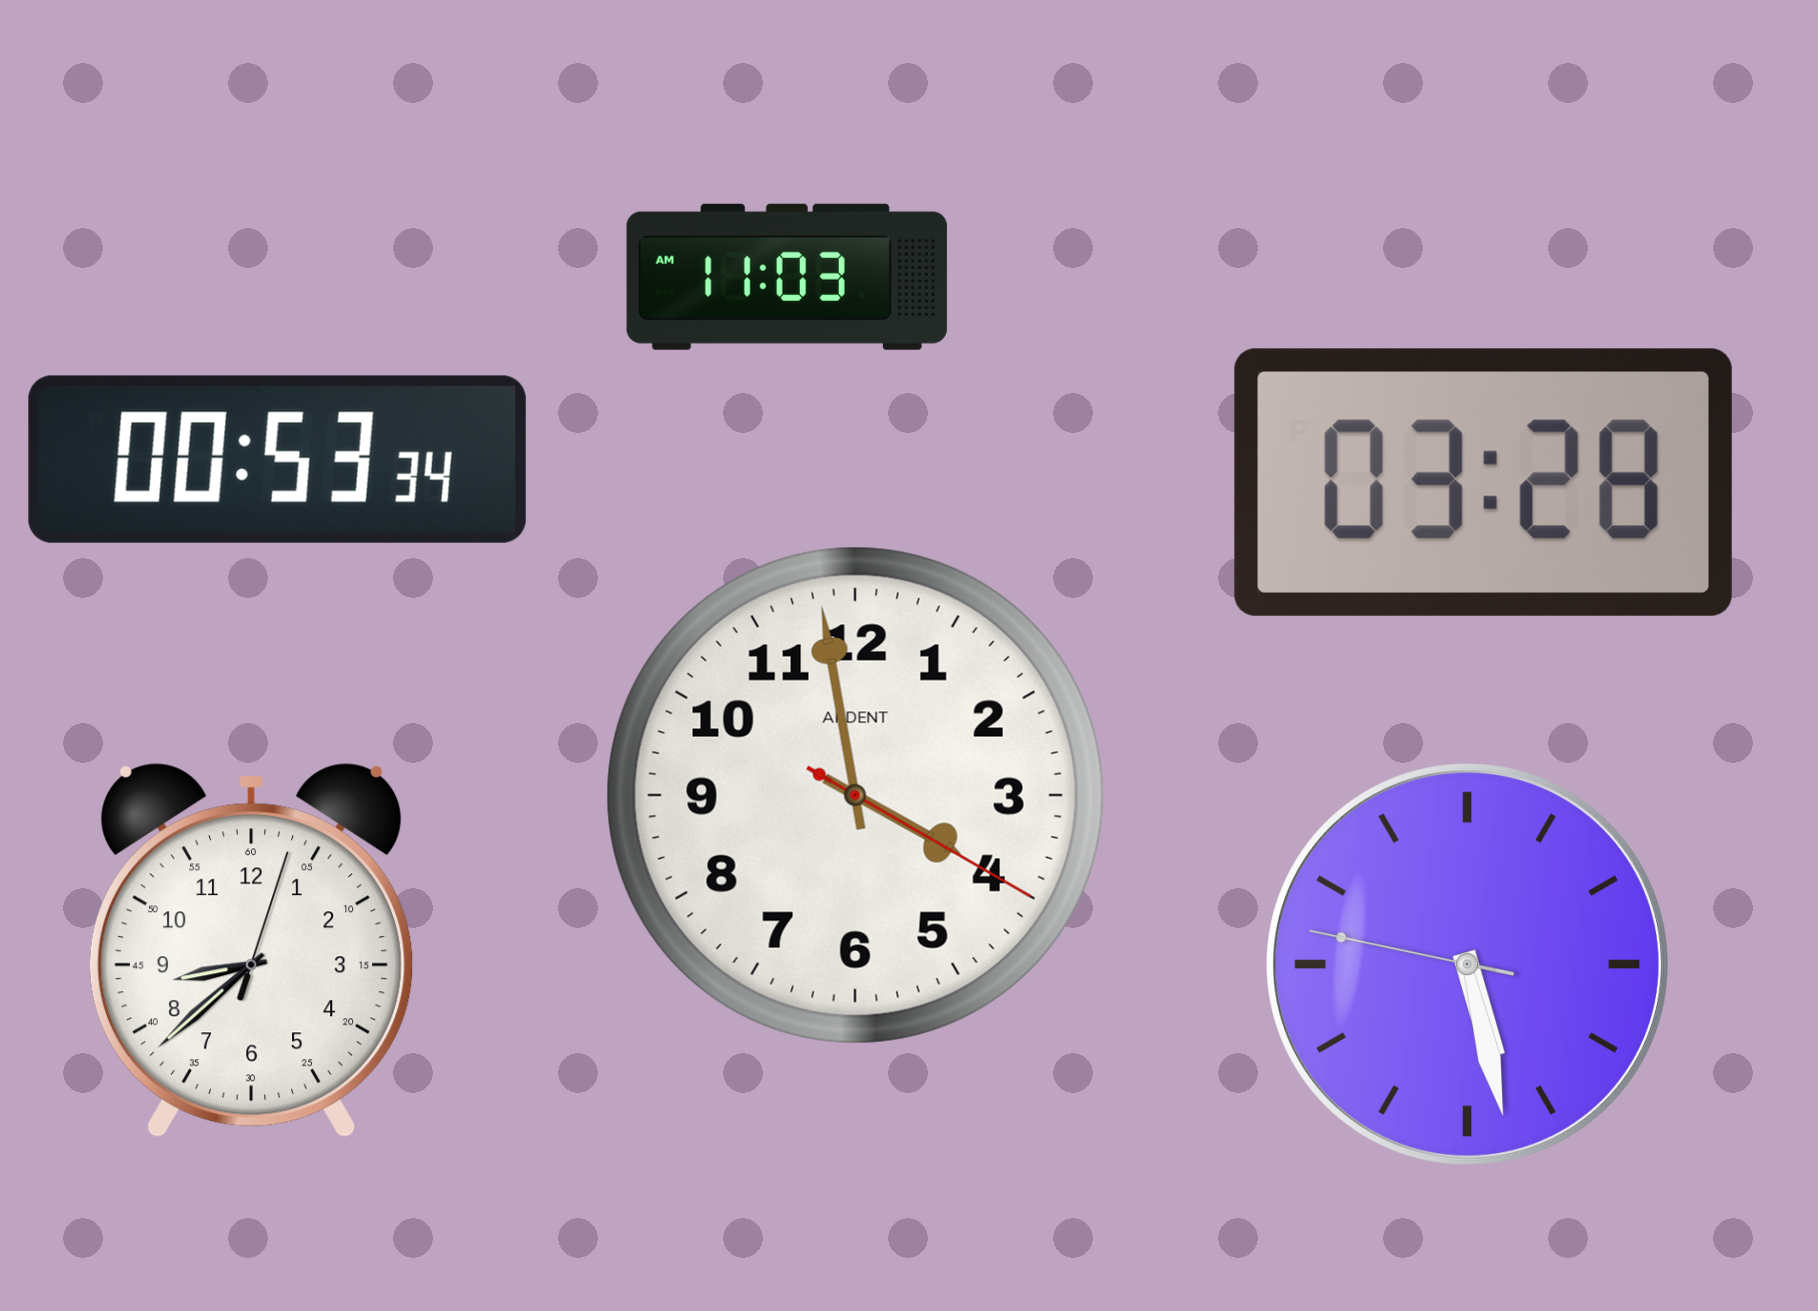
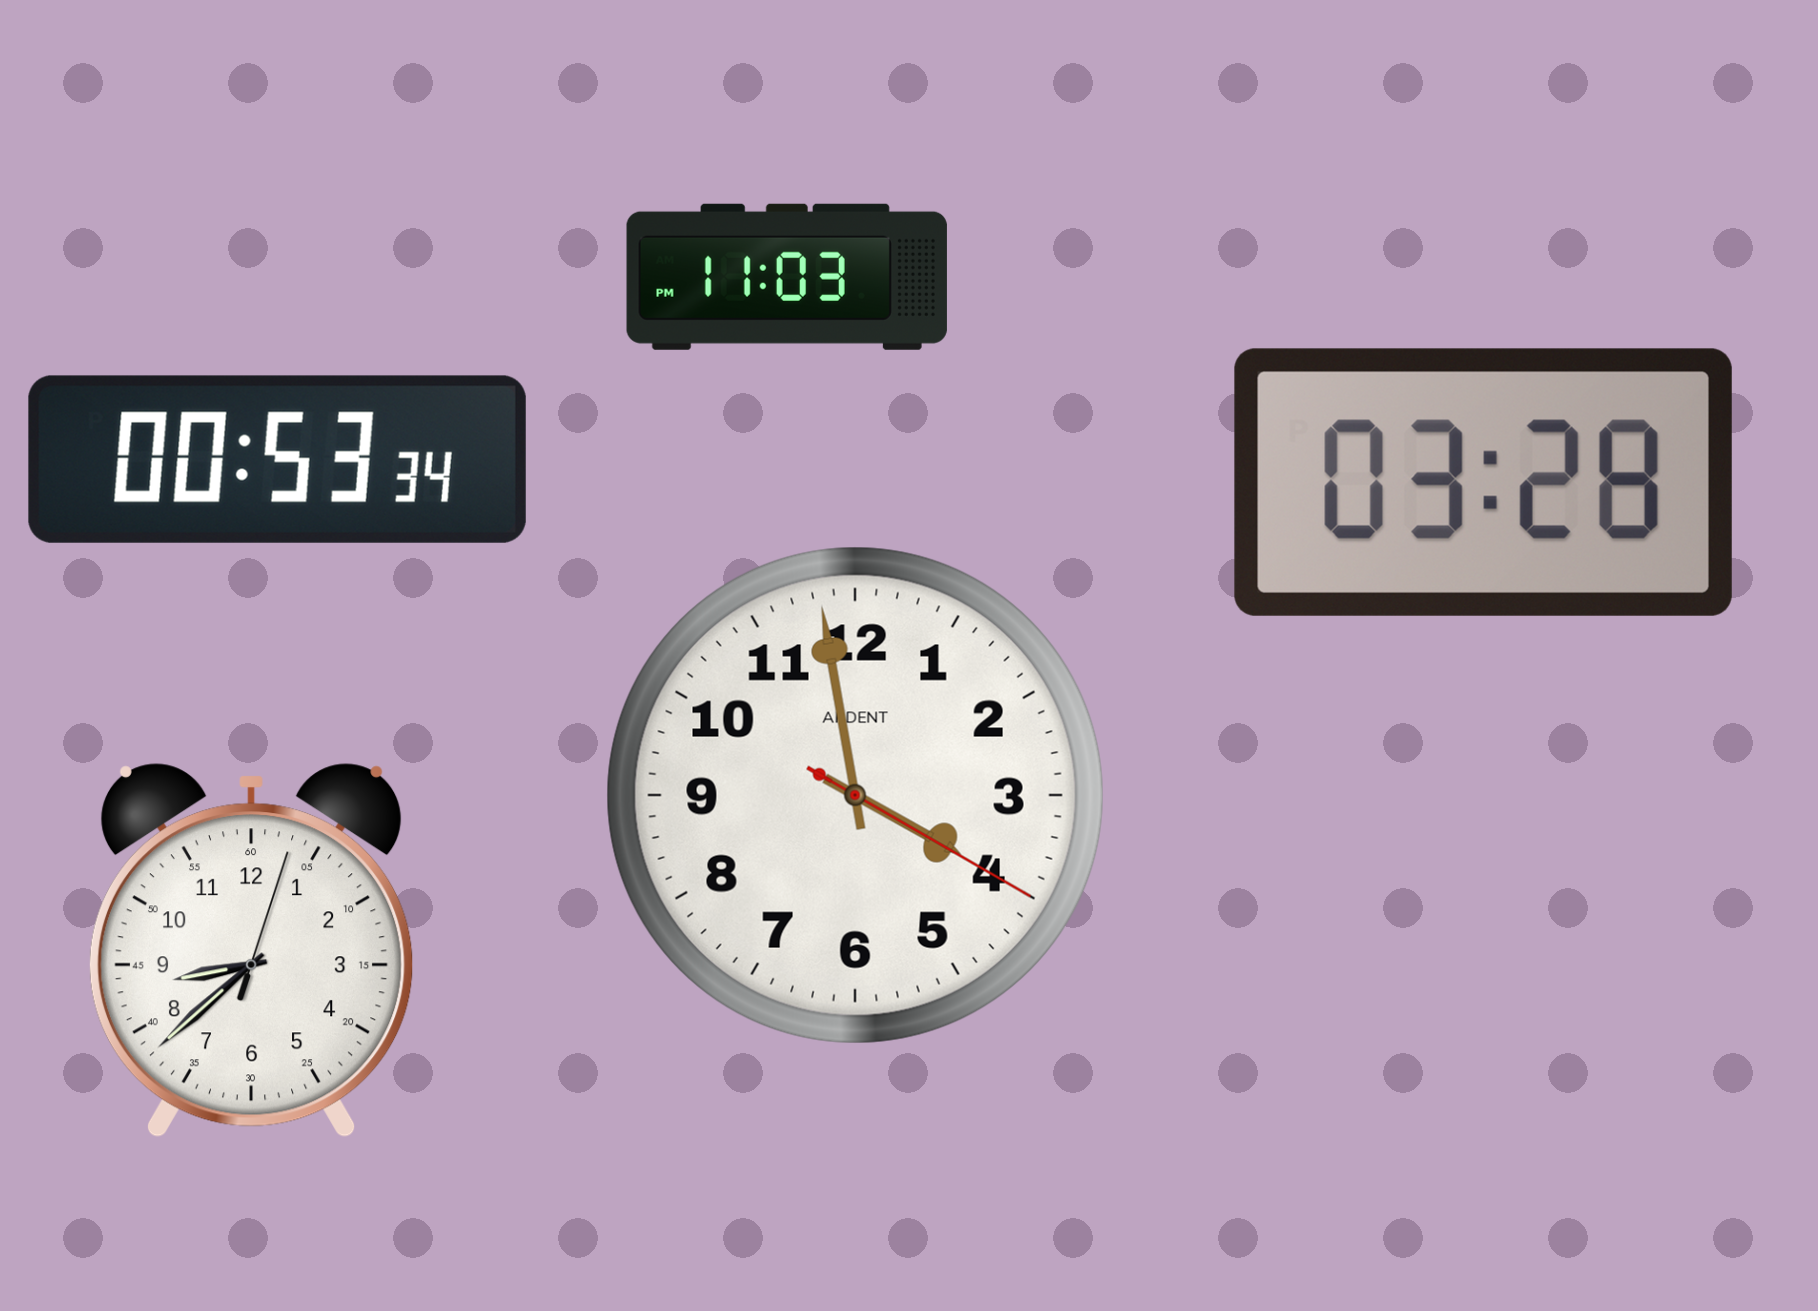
clock at (787, 277): 11:03 AM -> 11:03 PM
clock at (1467, 964): 5:27 -> none
